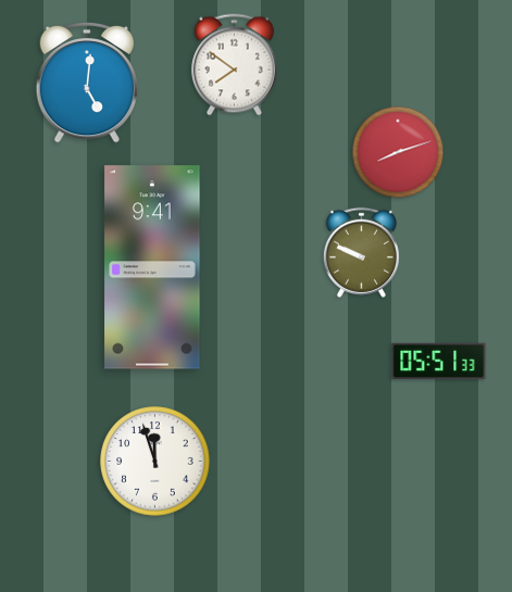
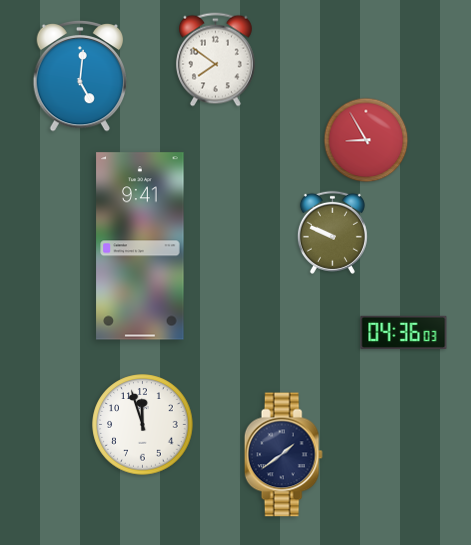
clock at (398, 152): 8:12 -> 8:55
clock at (439, 361): 05:51 -> 04:36
clock at (283, 455): none -> 1:39
